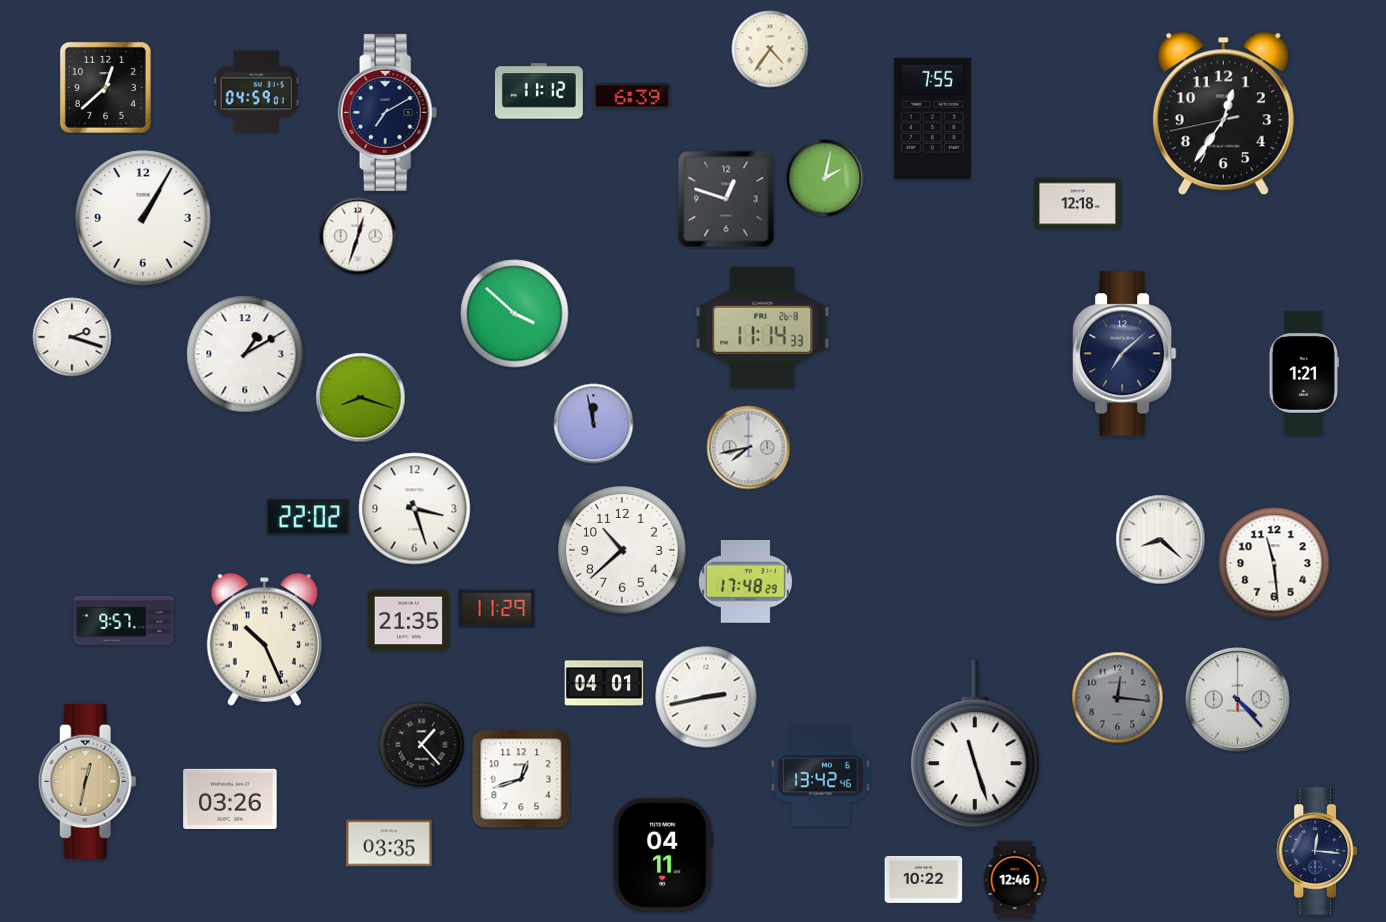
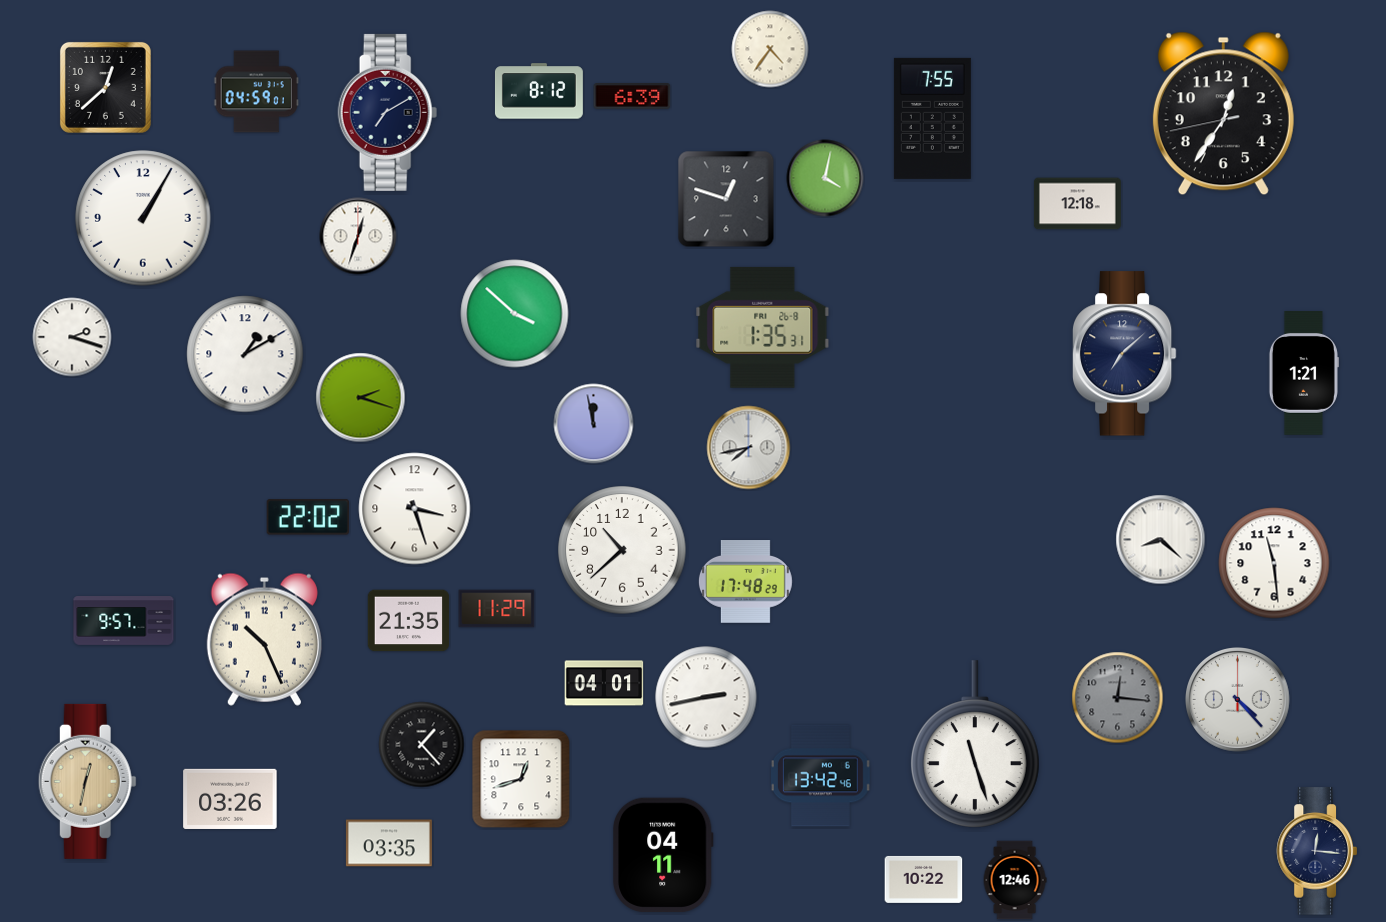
clock at (539, 91): 11:12 -> 8:12
clock at (825, 178): 2:02 -> 4:02
clock at (763, 327): 11:14 -> 1:35
clock at (361, 398): 8:18 -> 2:18
